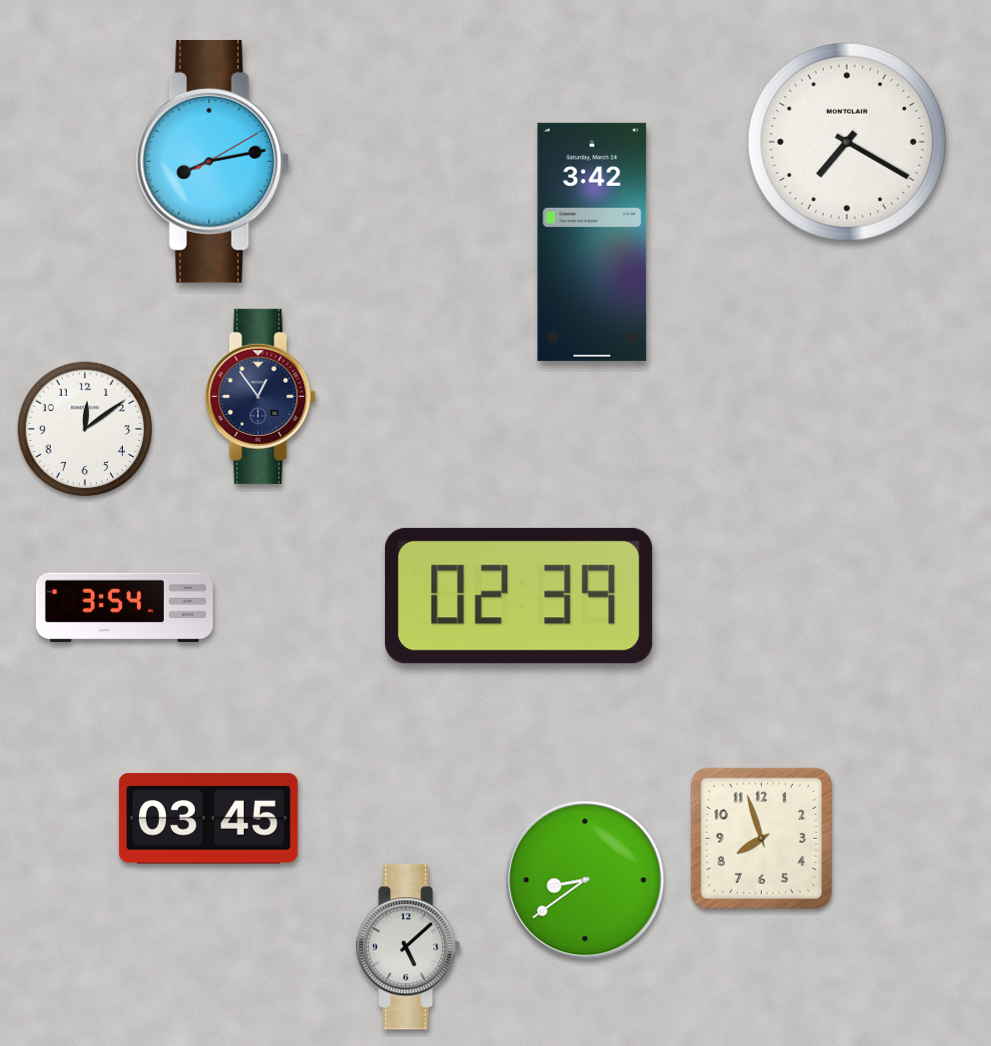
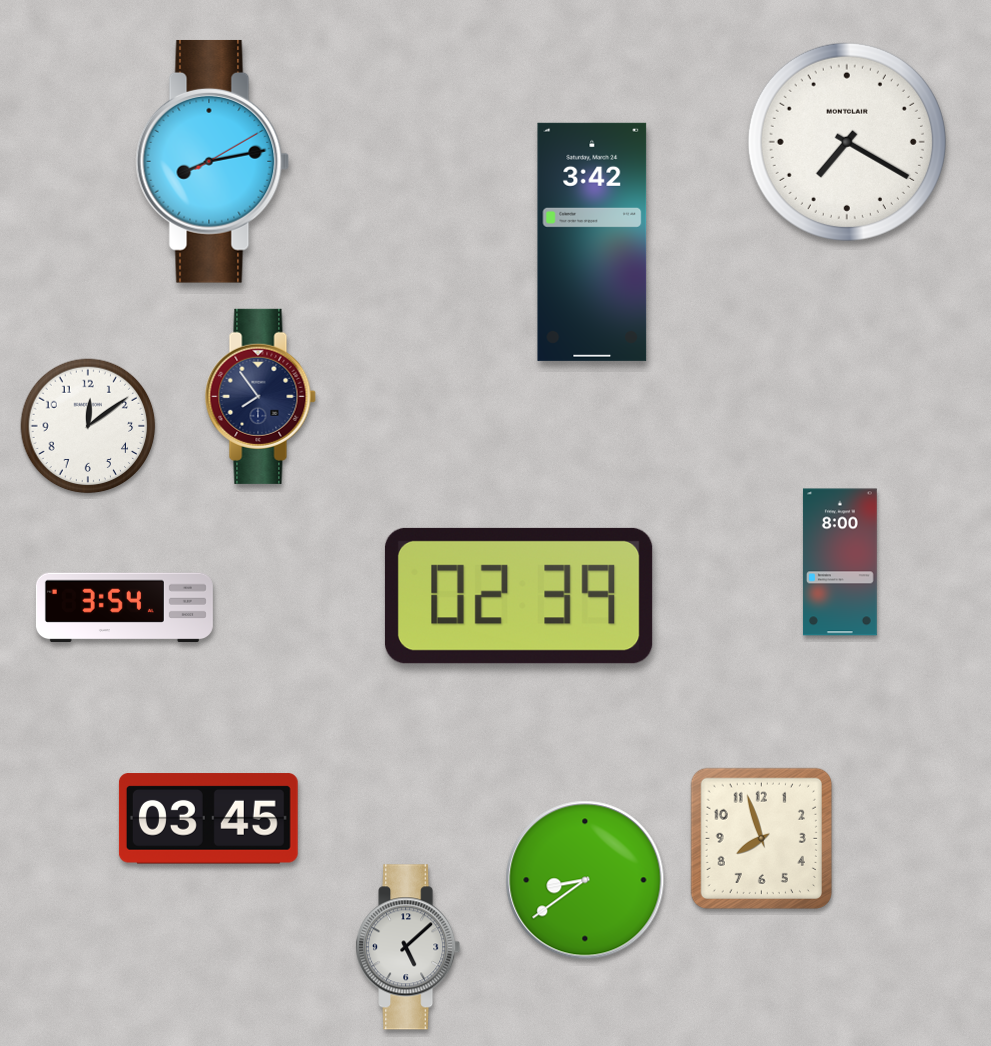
clock at (260, 396): 12:54 -> 7:54
clock at (85, 429) position: (85, 429) -> (88, 426)
clock at (840, 562): none -> 8:00
